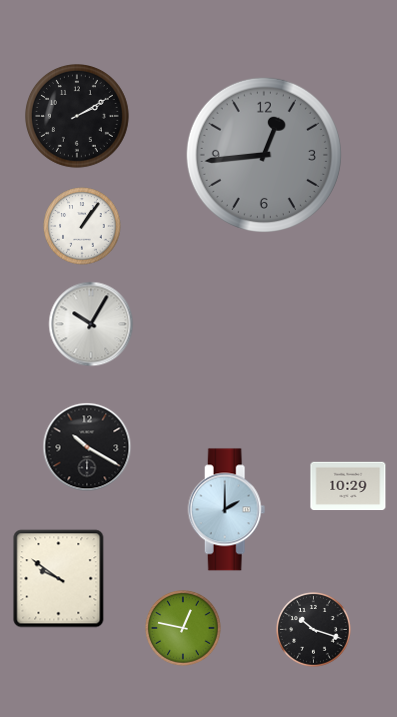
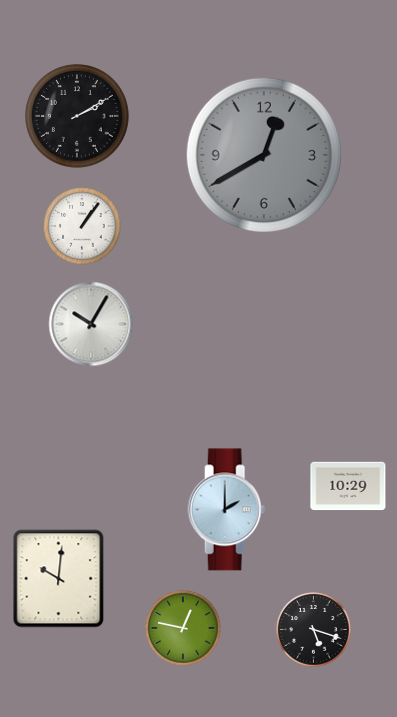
clock at (264, 155): 12:44 -> 12:40
clock at (87, 447): 10:20 -> none
clock at (59, 579): 9:51 -> 10:01
clock at (314, 630): 10:18 -> 5:18
